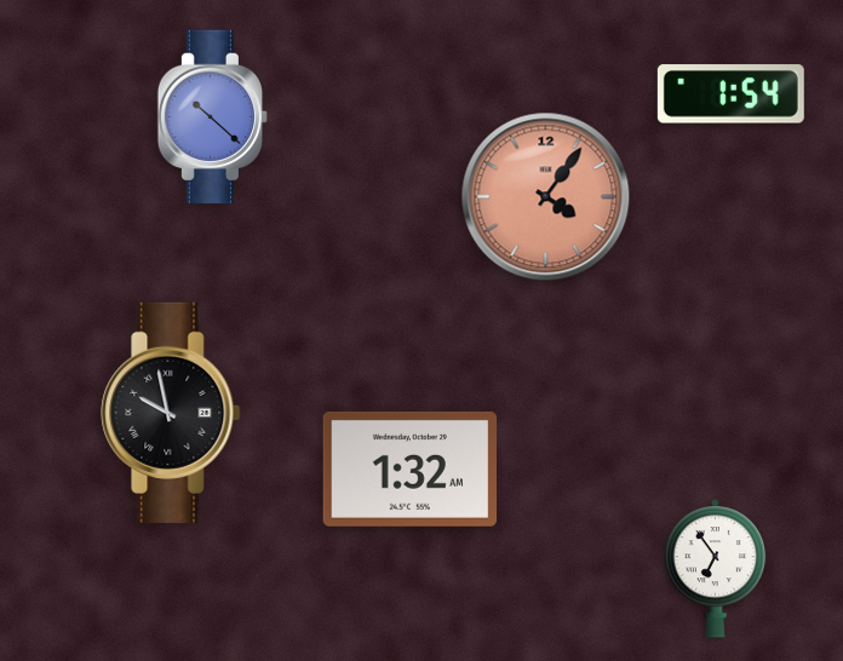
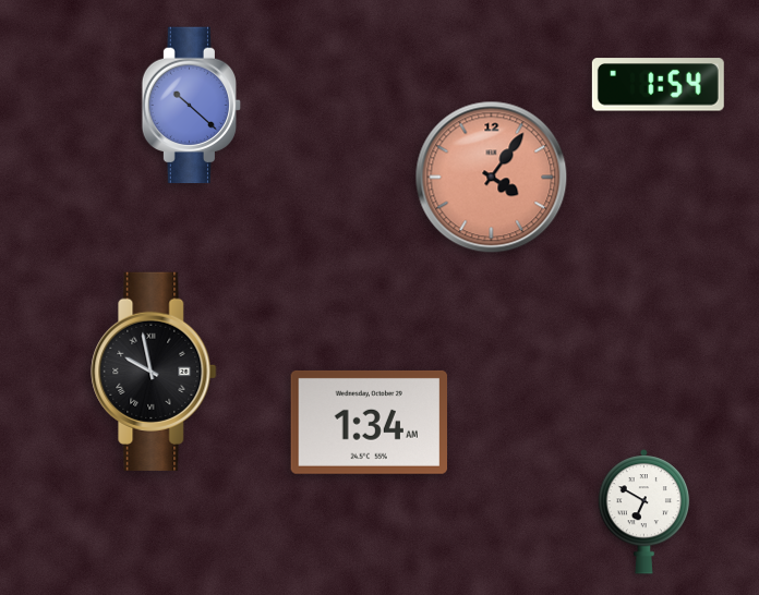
clock at (411, 469): 1:32 -> 1:34
clock at (716, 569): 6:54 -> 6:50
